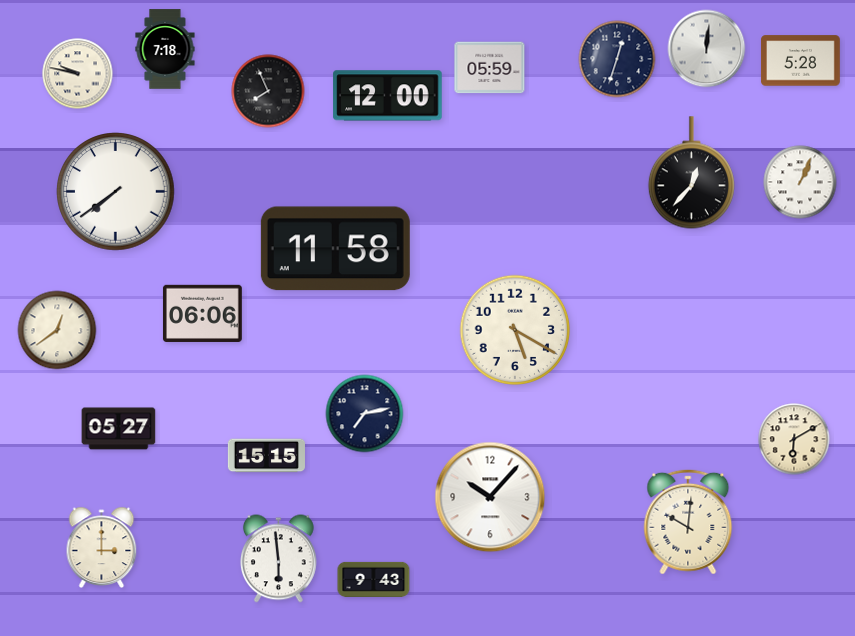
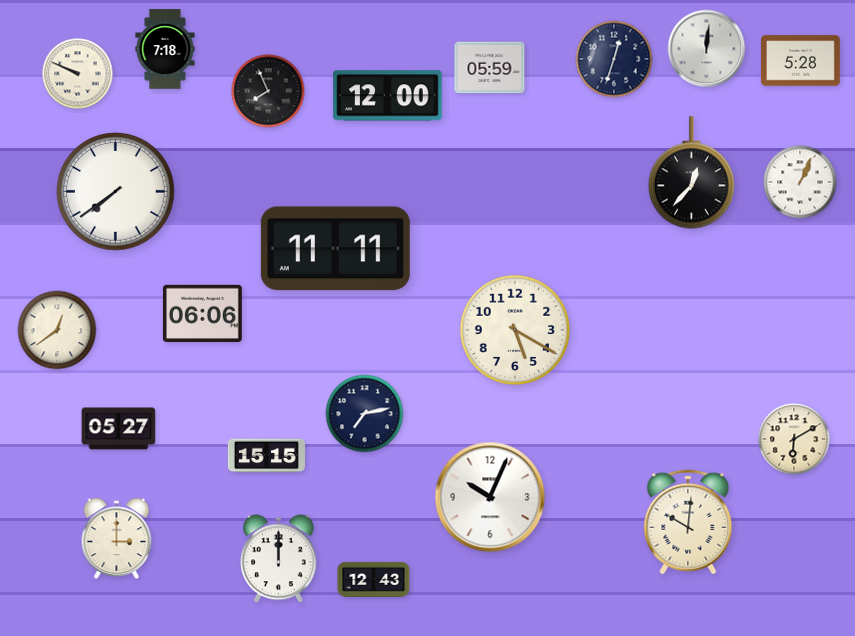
clock at (617, 59) position: (617, 59) -> (614, 59)
clock at (78, 74): 9:47 -> 9:49
clock at (335, 249): 11:58 -> 11:11
clock at (490, 497): 10:07 -> 10:04
clock at (102, 547) position: (102, 547) -> (117, 538)
clock at (279, 559): 5:59 -> 12:00
clock at (374, 579): 9:43 -> 12:43
